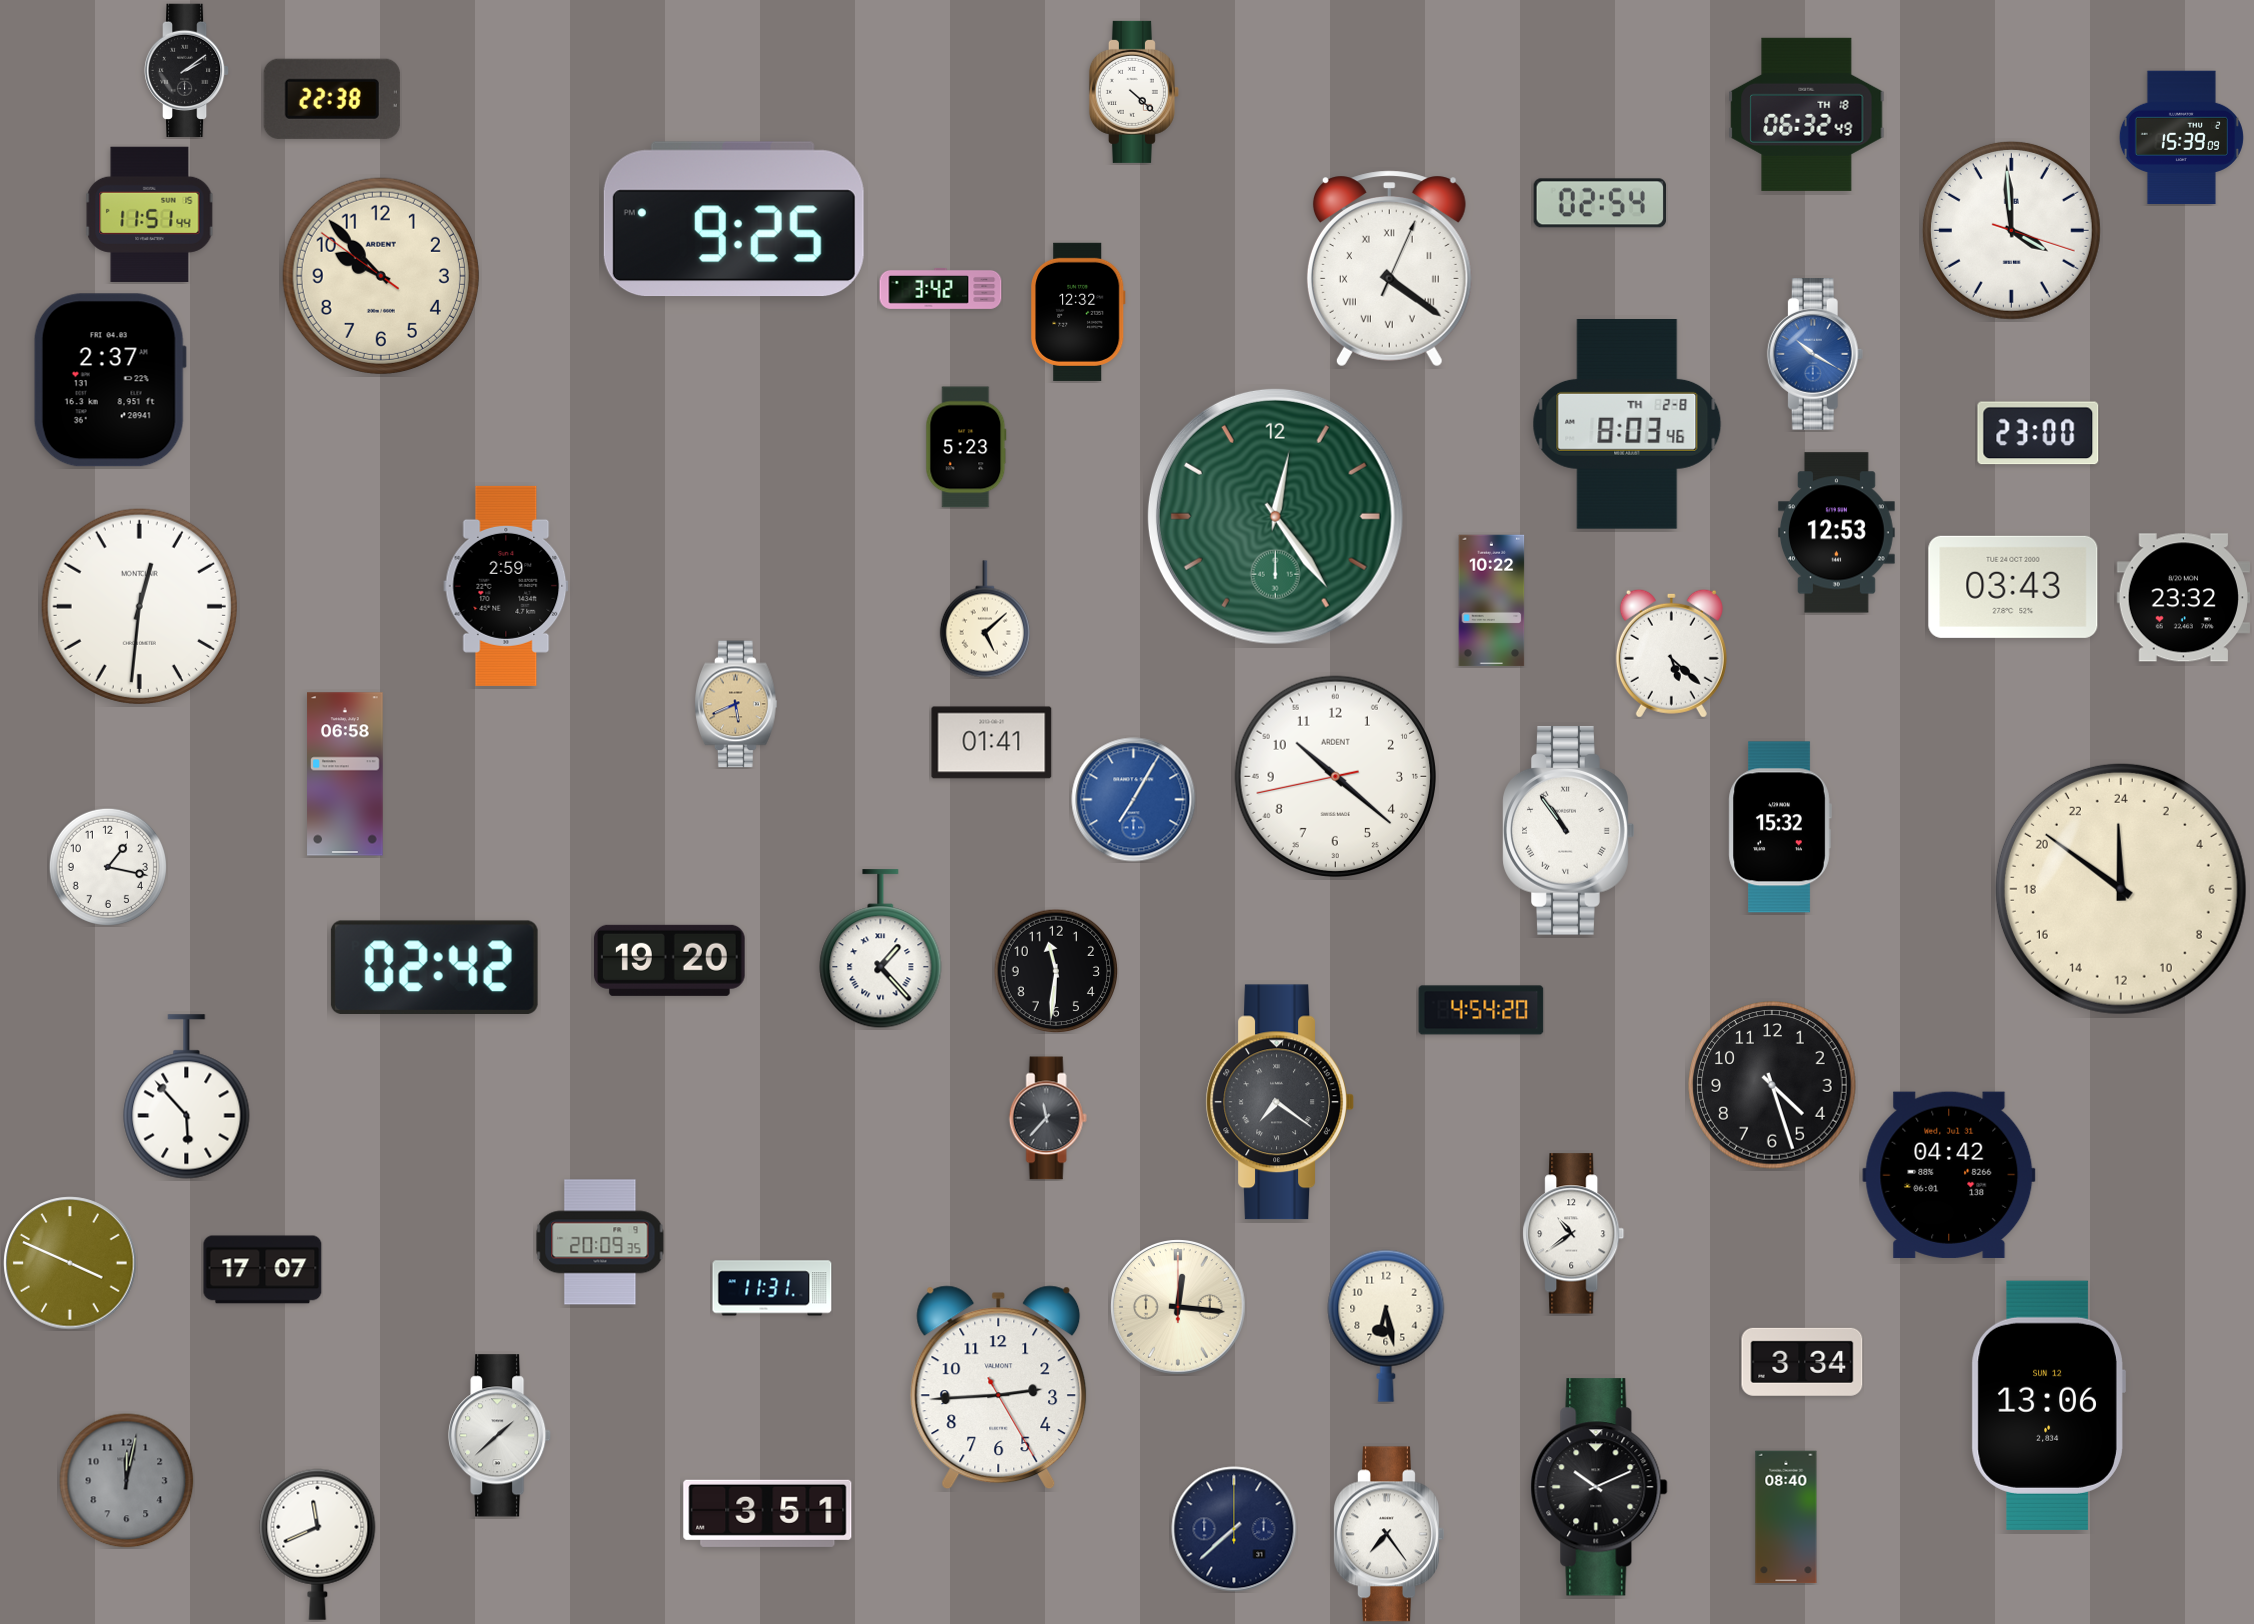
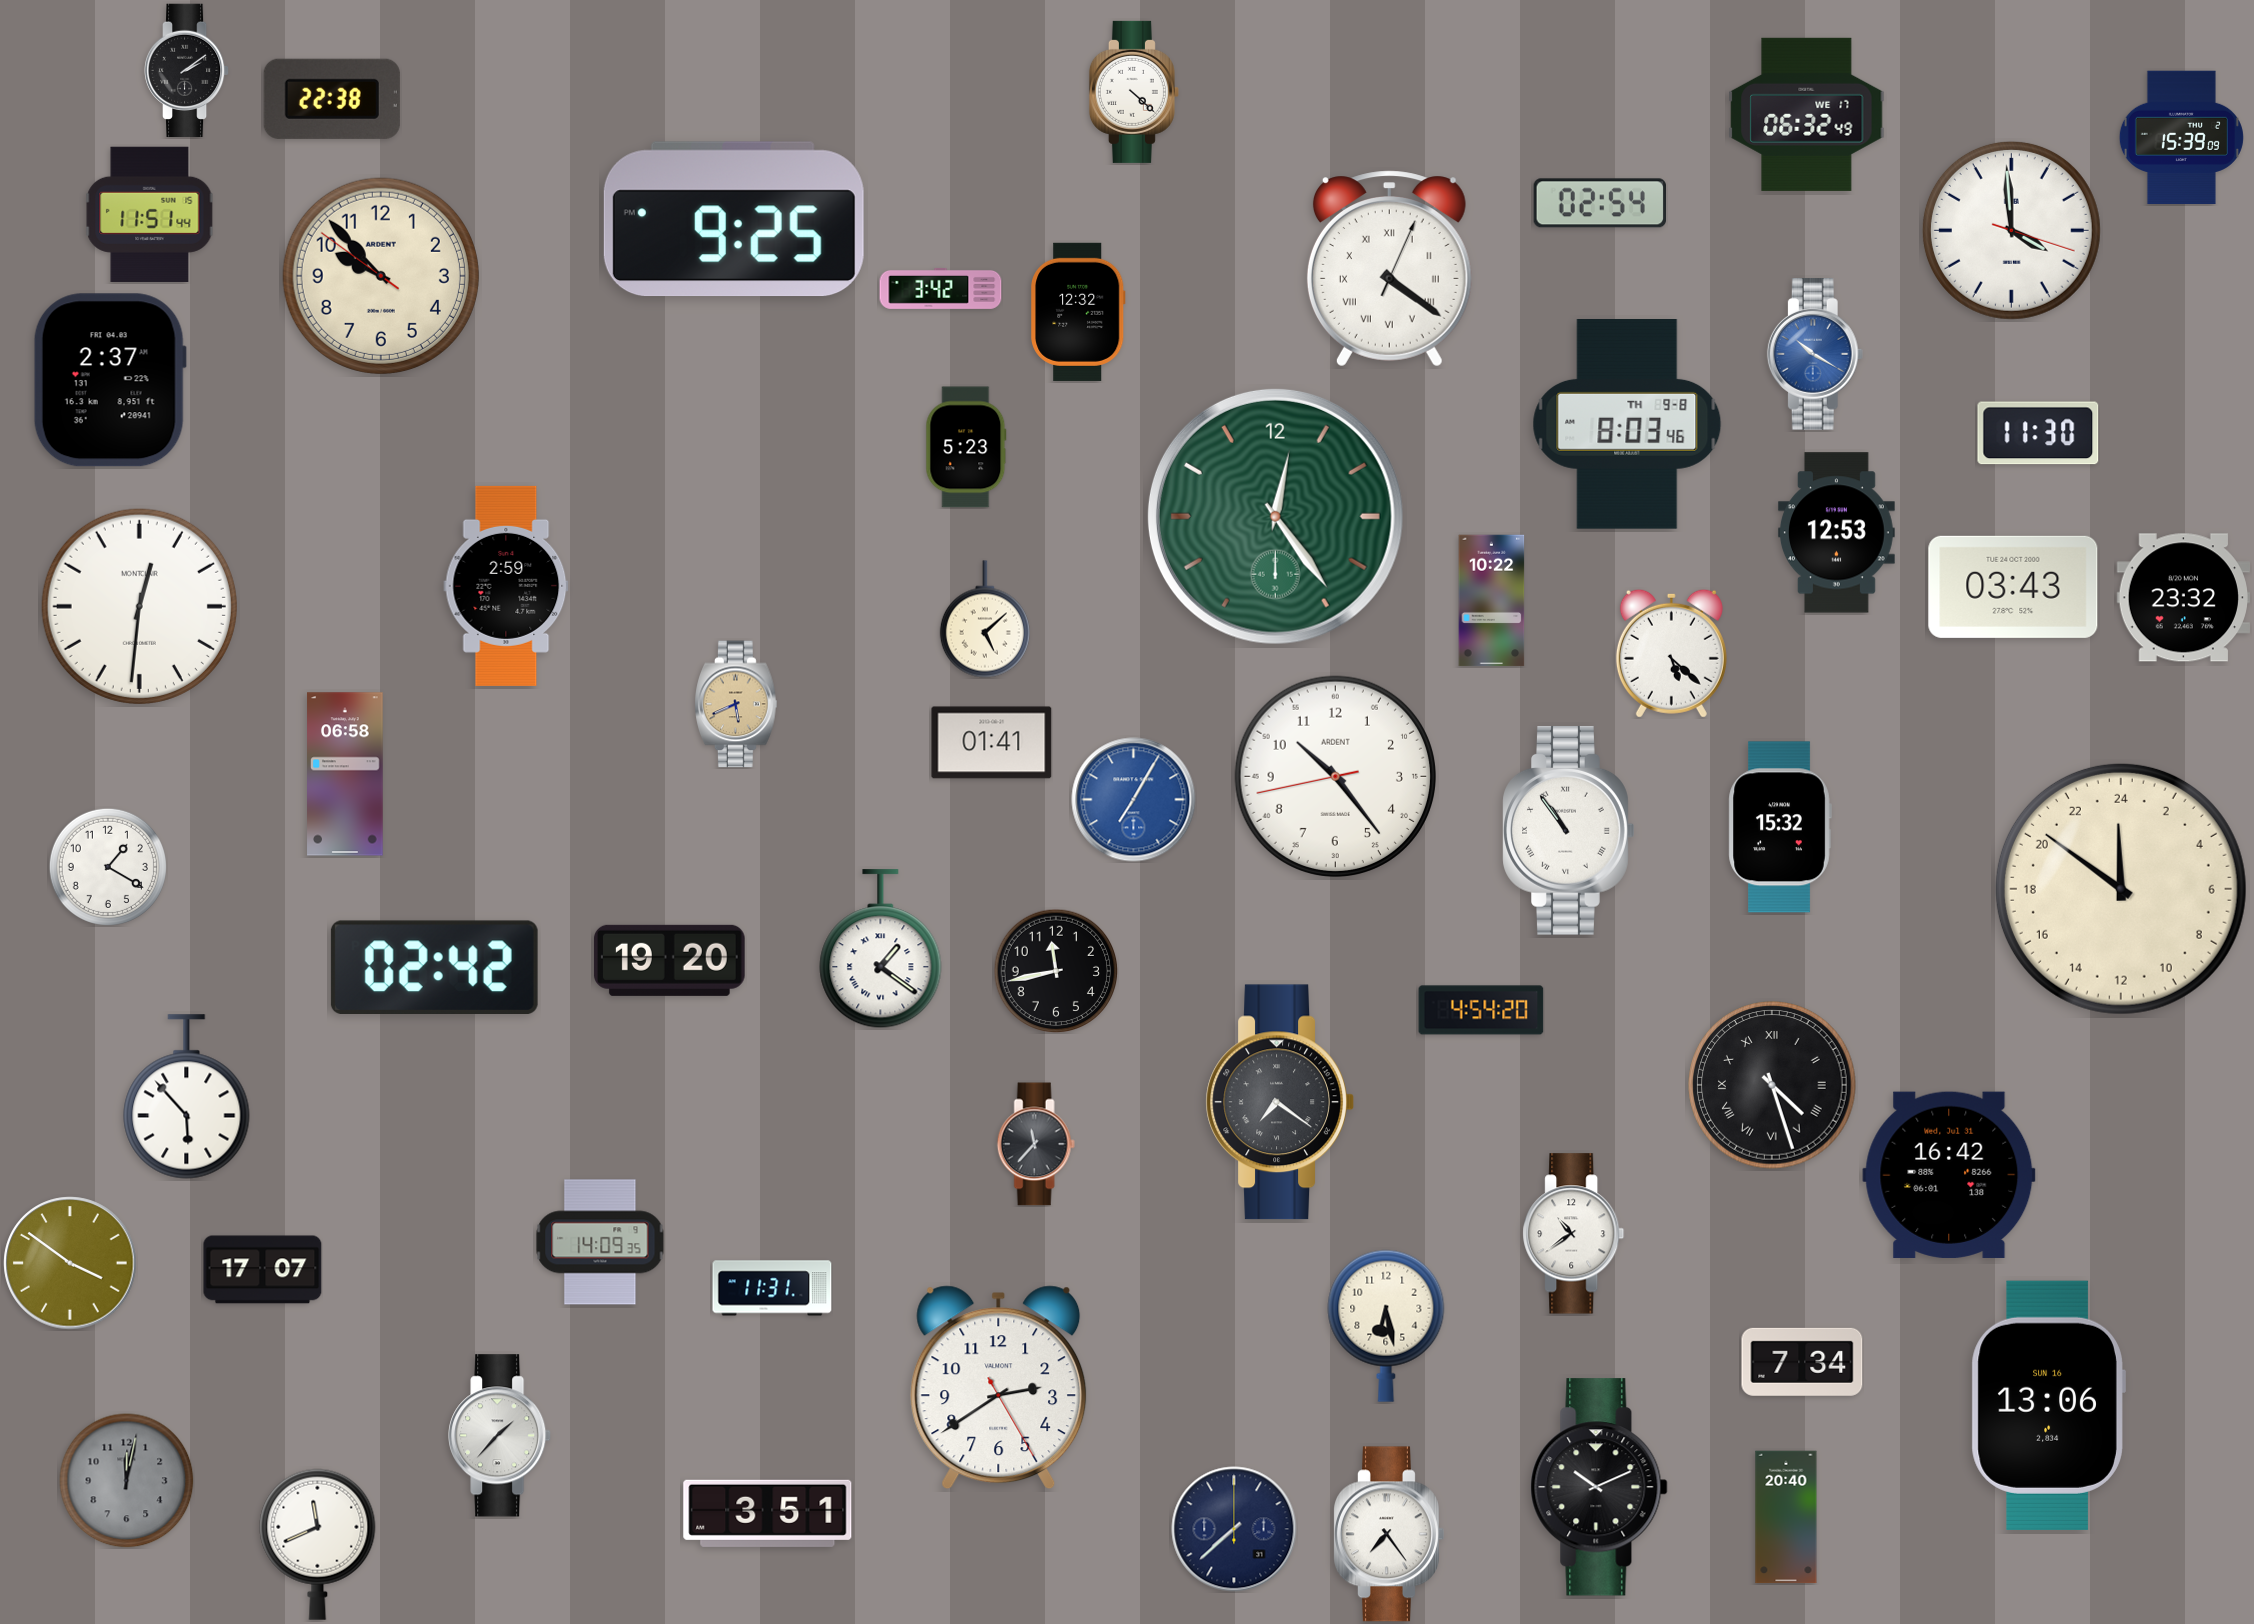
clock at (1807, 114) date: TH 18 -> WE 17
clock at (1627, 425) date: TH 2-8 -> TH 9-8
clock at (2038, 433): 23:00 -> 11:30
clock at (1335, 776): 10:21 -> 10:23
clock at (108, 867): 1:17 -> 1:20
clock at (881, 949): 1:23 -> 1:21
clock at (1056, 971): 11:31 -> 11:43
clock at (1772, 1085) numerals: Arabic -> Roman
clock at (1048, 1118) position: (1048, 1118) -> (1036, 1144)
clock at (1949, 1175): 04:42 -> 16:42
clock at (600, 1242): 20:09 -> 14:09
clock at (70, 1263): 3:49 -> 3:51
clock at (1178, 1307): 12:16 -> none
clock at (1802, 1362): 3:34 -> 7:34
clock at (999, 1388): 2:44 -> 2:39
clock at (2048, 1405) date: SUN 12 -> SUN 16
clock at (500, 1436): 1:38 -> 1:37
clock at (1786, 1517): 08:40 -> 20:40
